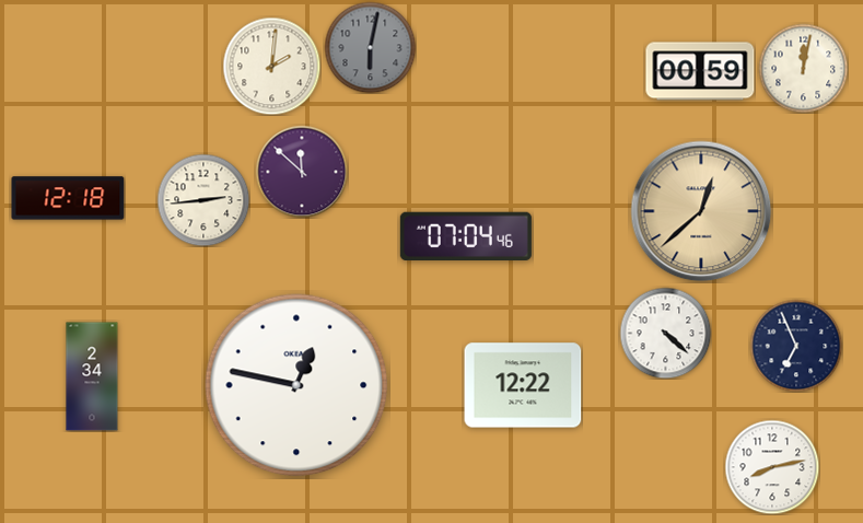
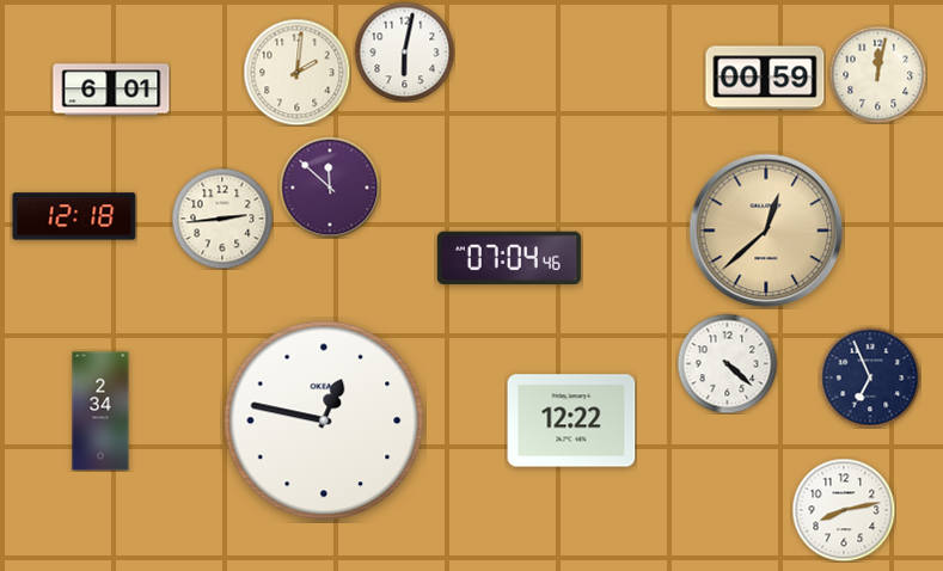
clock at (370, 47) dial: grey -> white
clock at (111, 90): none -> 6:01
